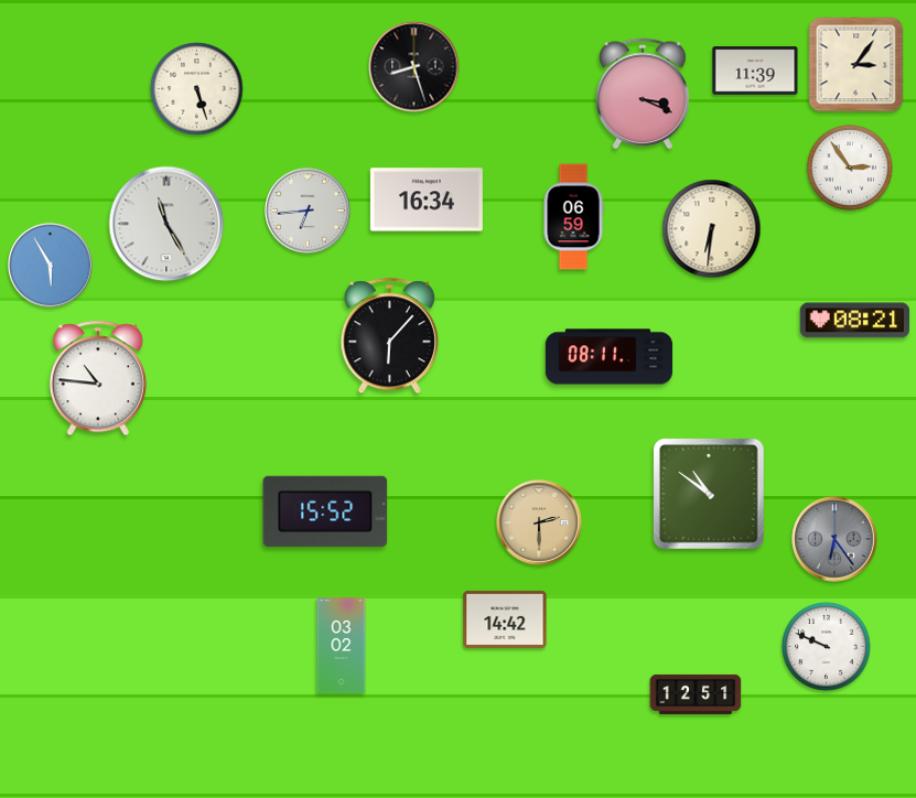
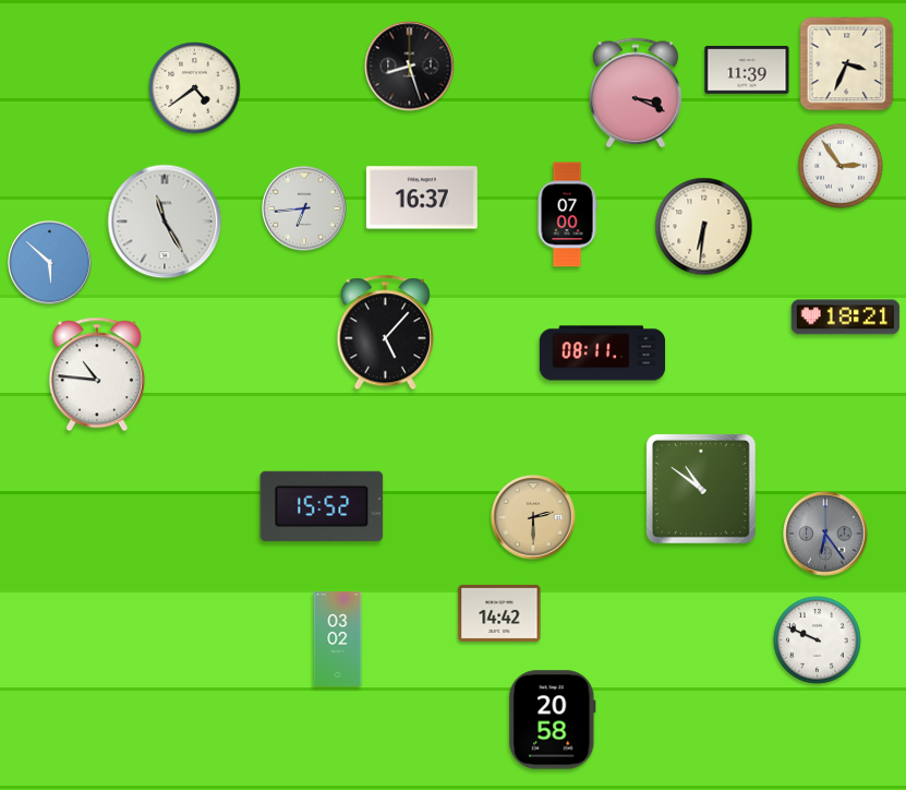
clock at (856, 65): 3:06 -> 3:34
clock at (197, 89): 5:27 -> 4:39
clock at (427, 199): 16:34 -> 16:37
clock at (573, 217): 06:59 -> 07:00
clock at (51, 266): 5:55 -> 5:52
clock at (855, 321): 08:21 -> 18:21
clock at (389, 336): 6:07 -> 5:07
clock at (696, 694): 12:51 -> none
clock at (553, 720): none -> 20:58
